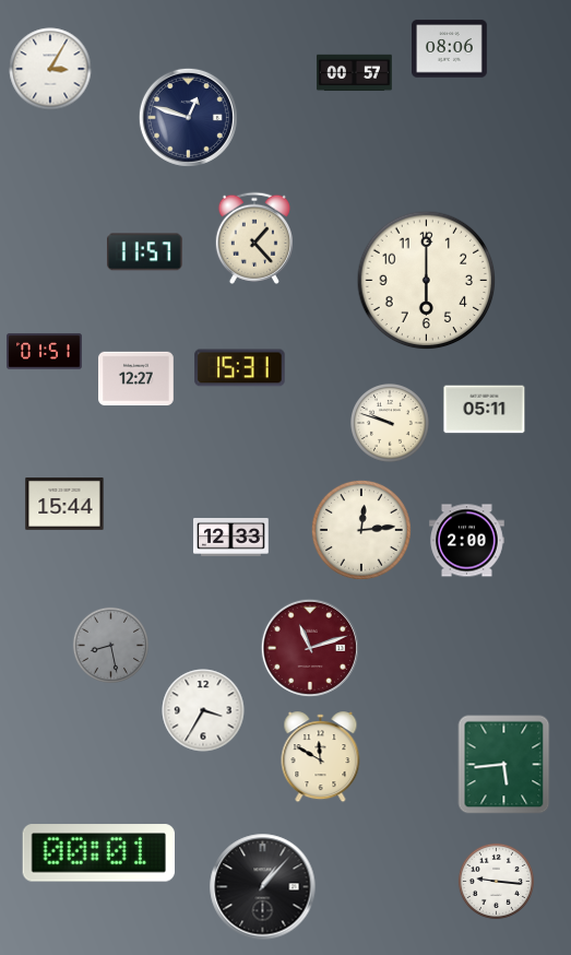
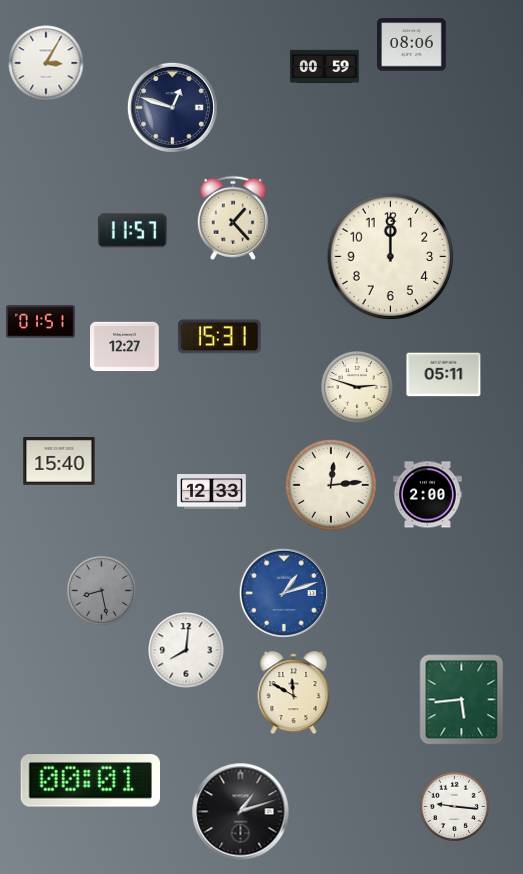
clock at (355, 73): 00:57 -> 00:59
clock at (427, 281): 6:00 -> 12:00
clock at (391, 424): 9:48 -> 2:48
clock at (64, 505): 15:44 -> 15:40
clock at (310, 648): 11:12 -> 1:12
clock at (310, 648) dial: burgundy -> blue
clock at (203, 710): 3:35 -> 8:01
clock at (263, 887): 1:07 -> 1:12
